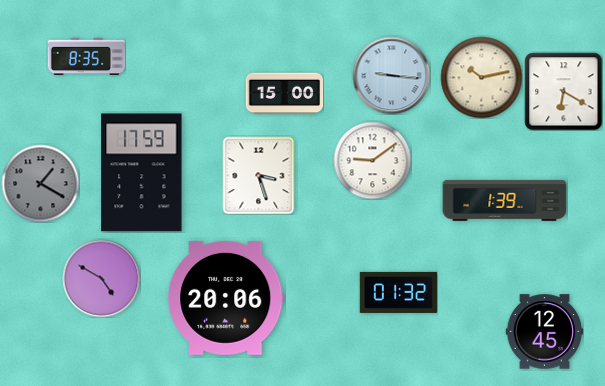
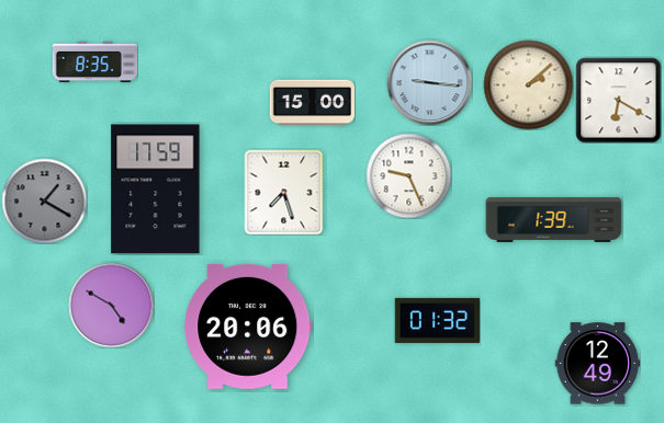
clock at (481, 77): 10:13 -> 2:08
clock at (372, 160): 9:09 -> 9:26
clock at (259, 175): 3:27 -> 7:27
clock at (544, 332): 12:45 -> 12:49
